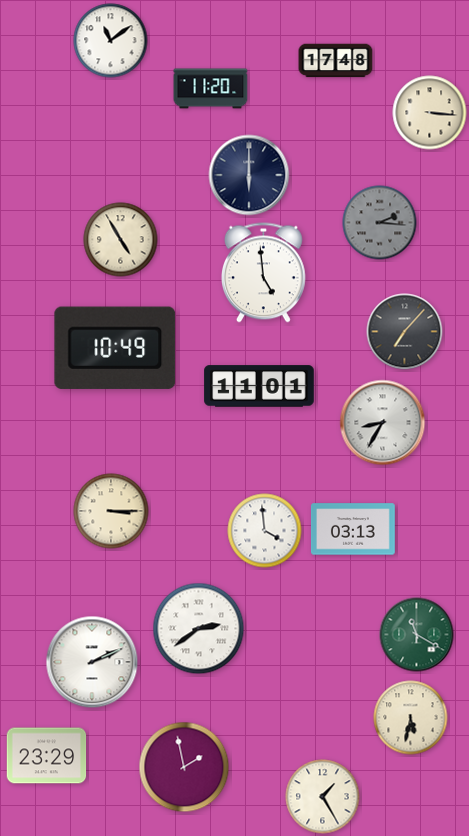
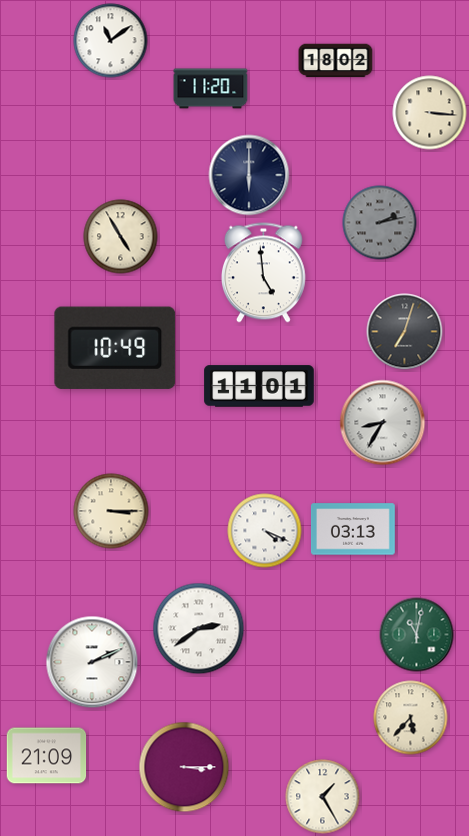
clock at (336, 61): 17:48 -> 18:02
clock at (380, 223): 2:16 -> 2:13
clock at (121, 240) position: (121, 240) -> (121, 237)
clock at (405, 332): 7:07 -> 7:03
clock at (265, 531): 3:59 -> 4:19
clock at (417, 635): 11:20 -> 11:02
clock at (411, 718): 5:32 -> 5:37
clock at (47, 756): 23:29 -> 21:09
clock at (184, 767): 1:58 -> 3:15
